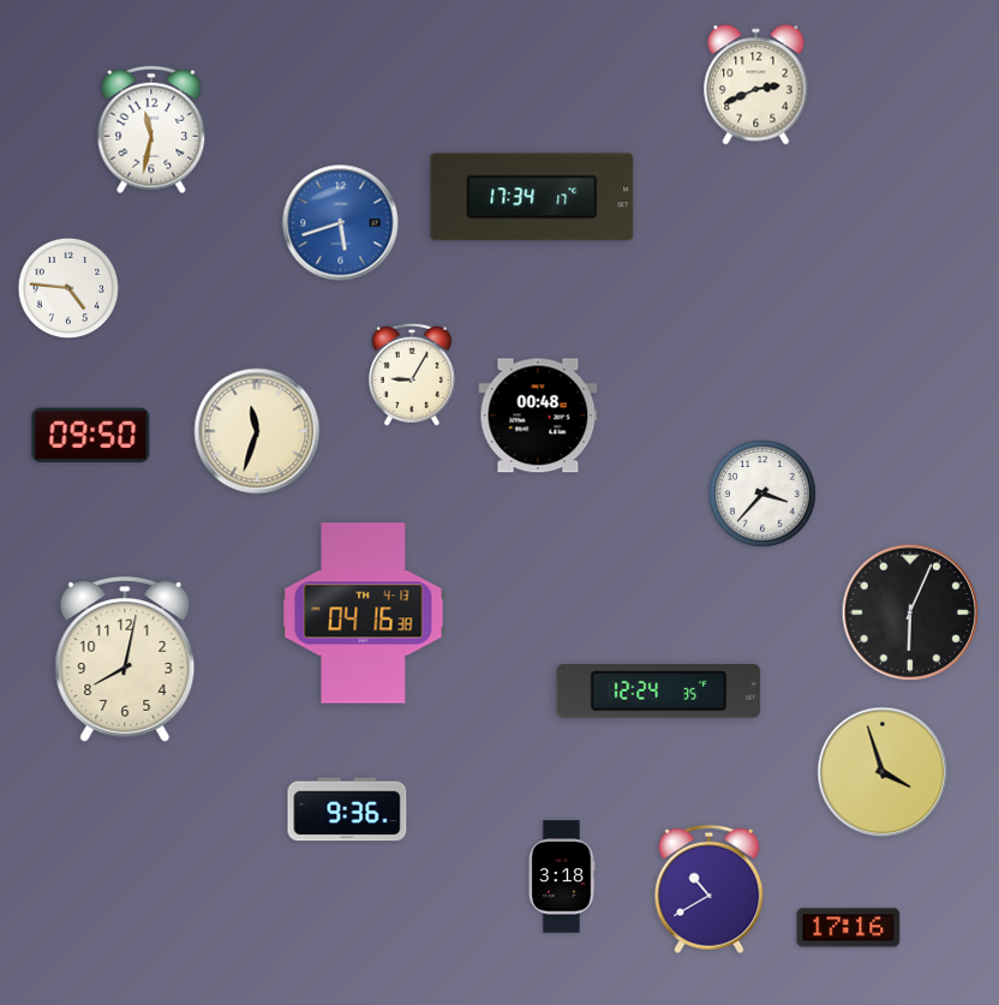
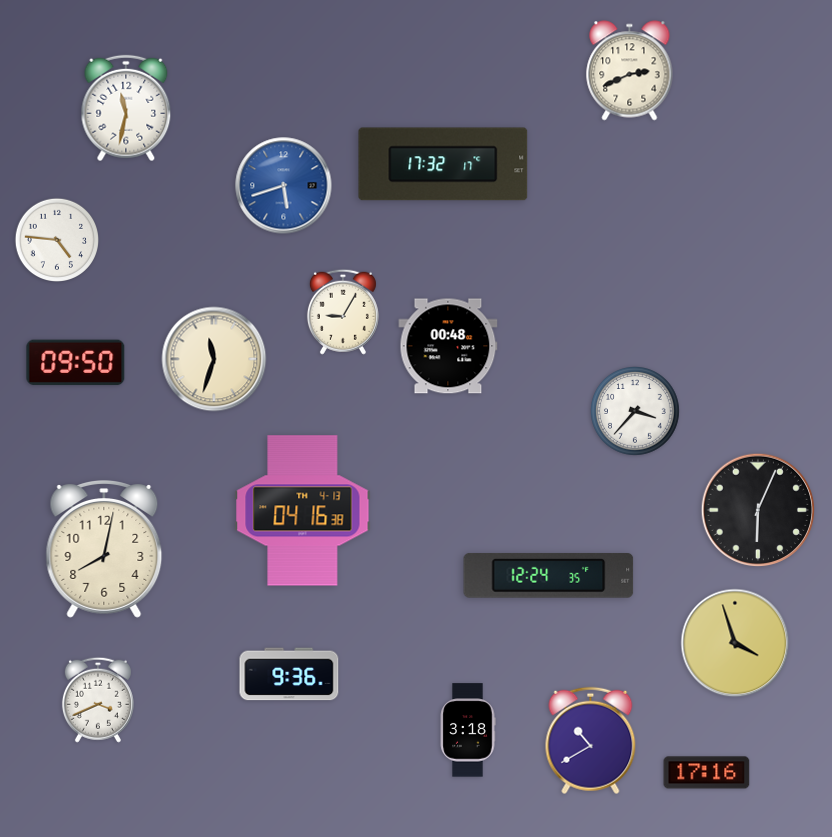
clock at (532, 197): 17:34 -> 17:32
clock at (98, 700): none -> 3:41
